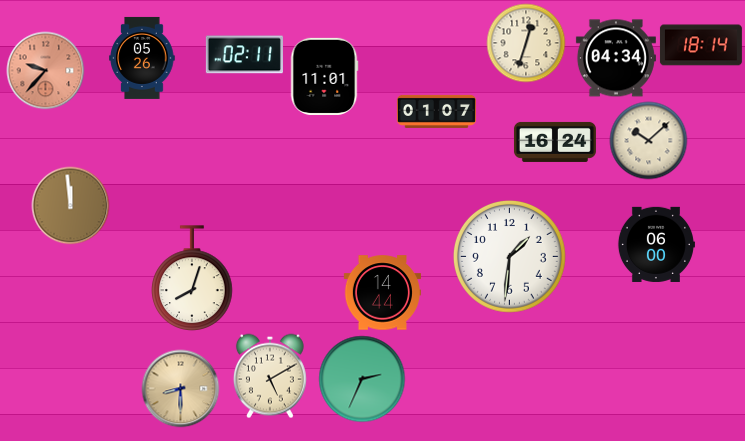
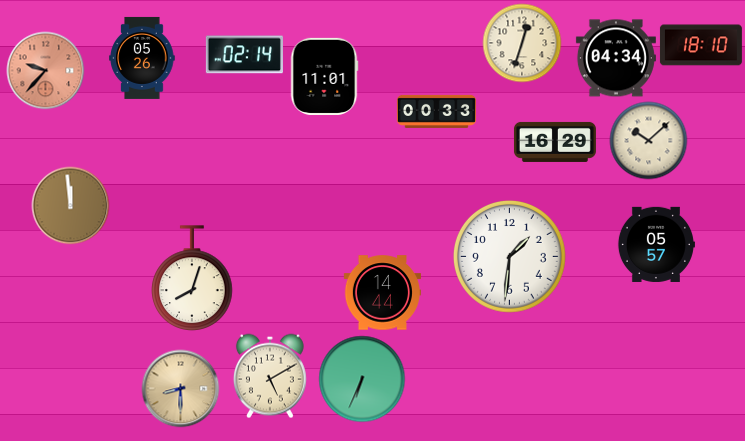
clock at (526, 43) position: (526, 43) -> (522, 43)
clock at (701, 45): 18:14 -> 18:10
clock at (244, 55): 02:11 -> 02:14
clock at (436, 111): 01:07 -> 00:33
clock at (555, 142): 16:24 -> 16:29
clock at (656, 244): 06:00 -> 05:57
clock at (362, 379): 2:34 -> 6:34
